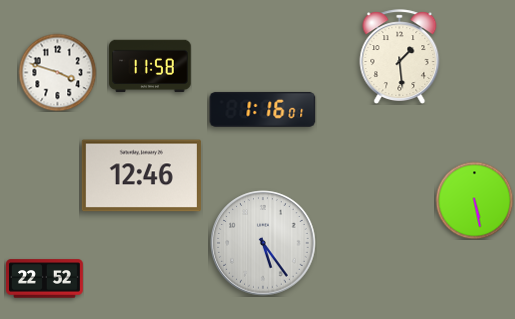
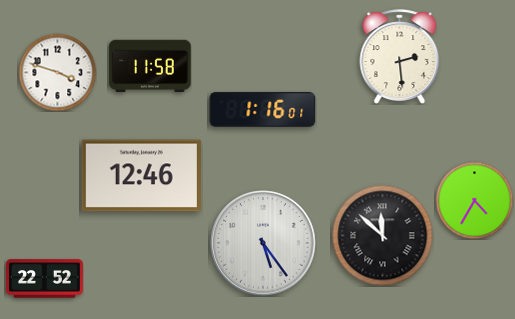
clock at (400, 56): 1:29 -> 2:29
clock at (474, 200): 5:28 -> 4:35
clock at (383, 236): none -> 11:52
